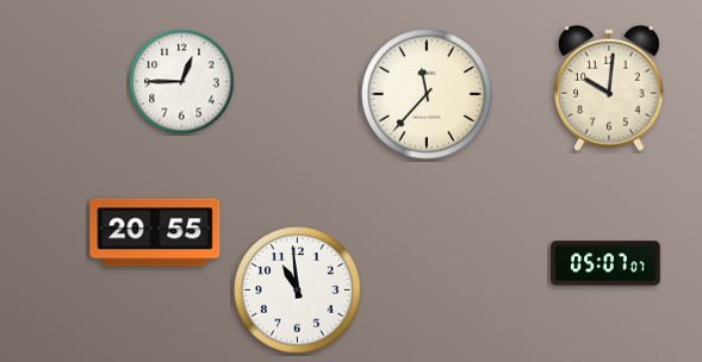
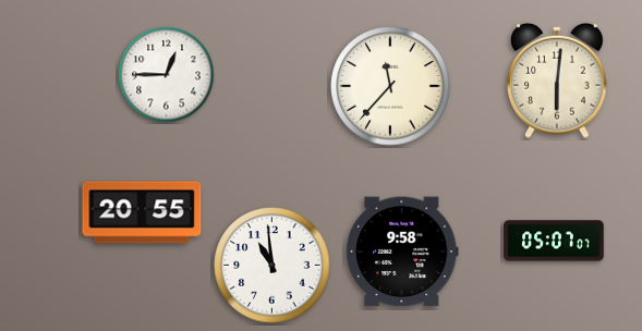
clock at (609, 88): 10:01 -> 6:01
clock at (402, 252): none -> 9:58
